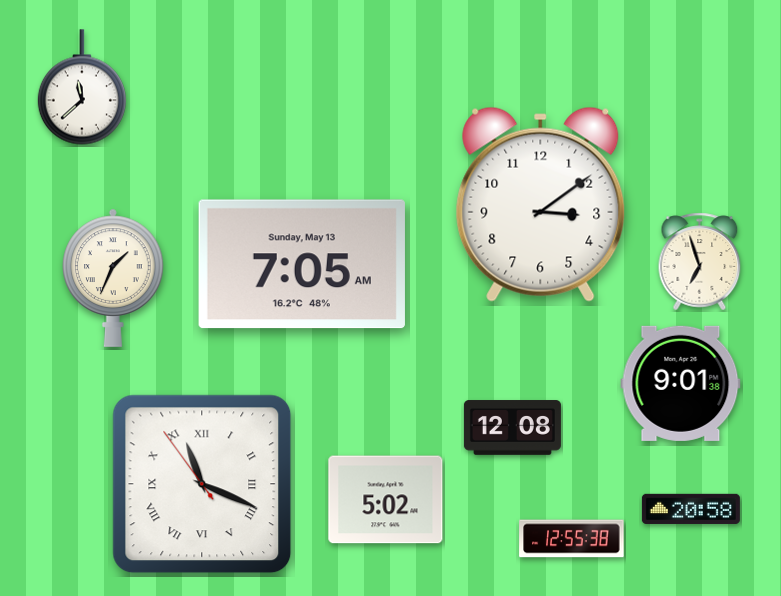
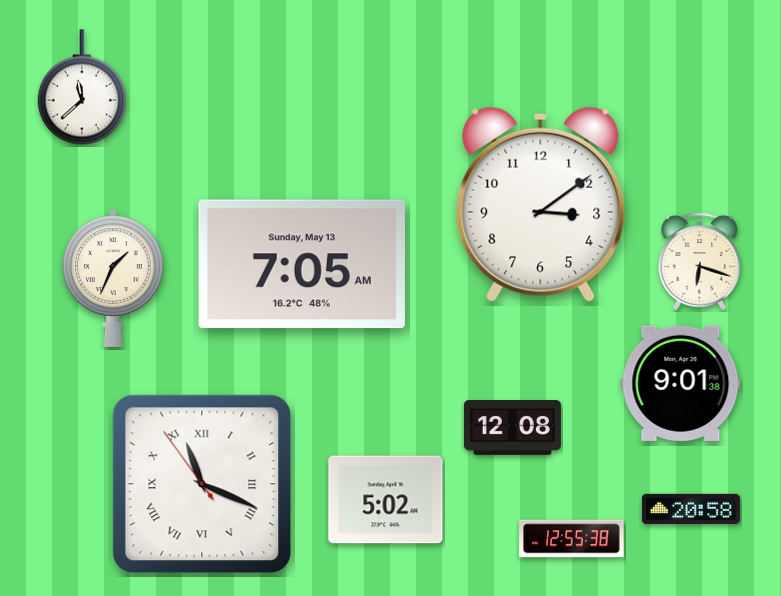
clock at (700, 262): 6:57 -> 6:18
